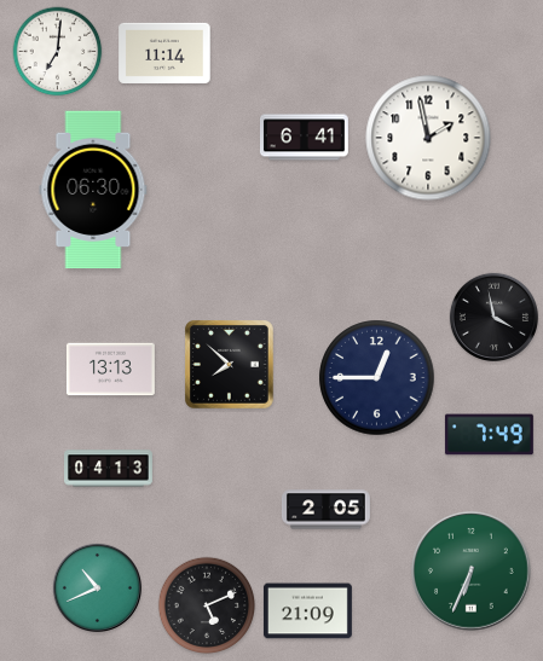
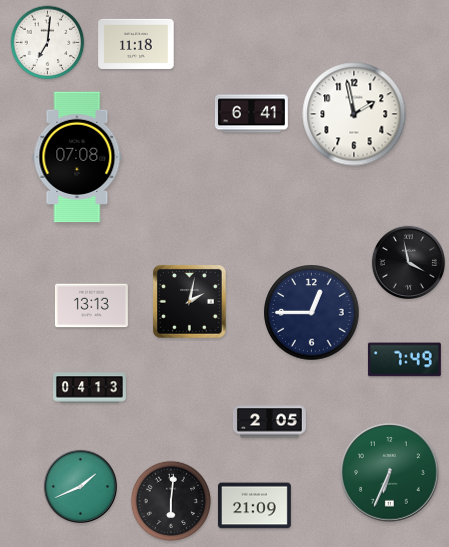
clock at (164, 53): 11:14 -> 11:18
clock at (93, 190): 06:30 -> 07:08
clock at (230, 365): 7:52 -> 2:02
clock at (97, 587): 10:41 -> 1:41
clock at (207, 605): 5:11 -> 6:01
